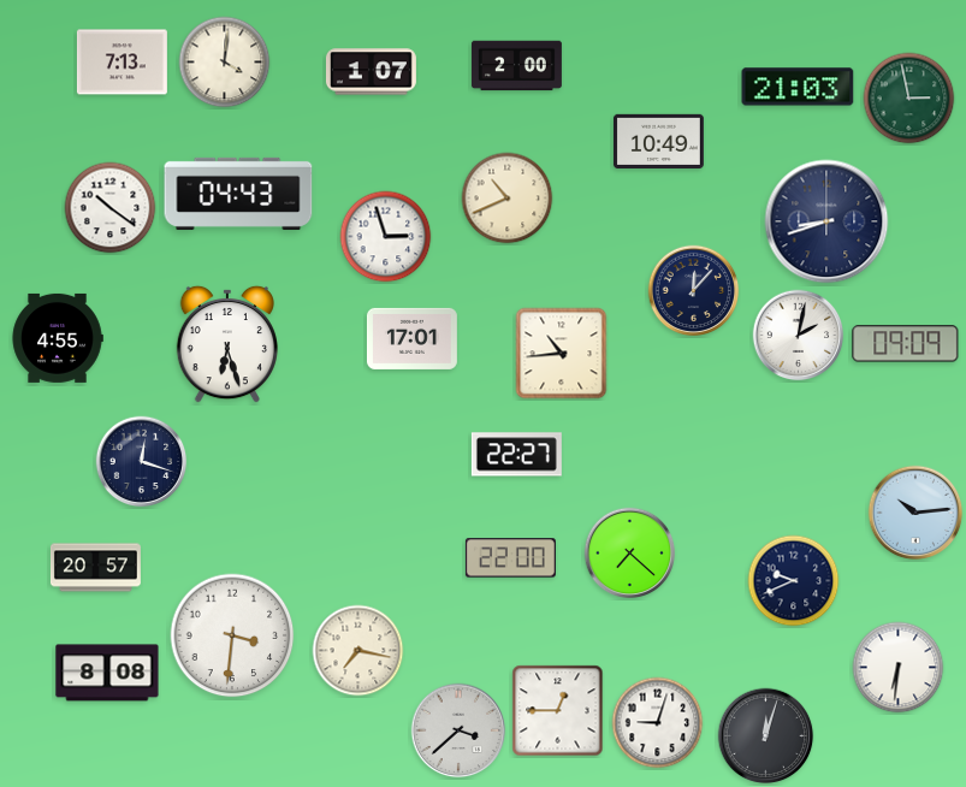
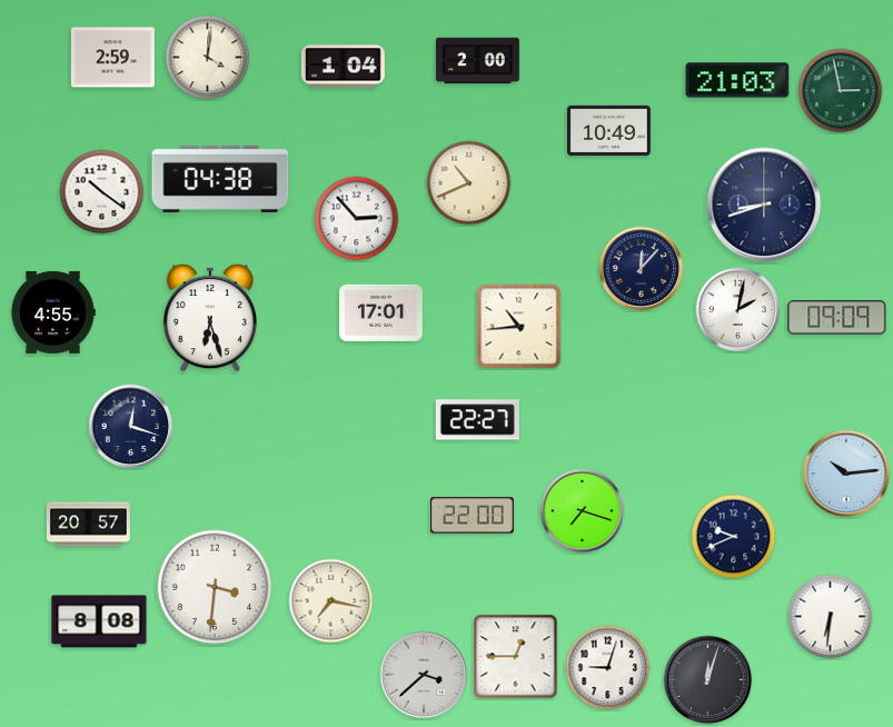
clock at (122, 63): 7:13 -> 2:59
clock at (371, 72): 1:07 -> 1:04
clock at (238, 194): 04:43 -> 04:38
clock at (386, 237): 2:57 -> 2:53
clock at (630, 554): 7:22 -> 7:18
